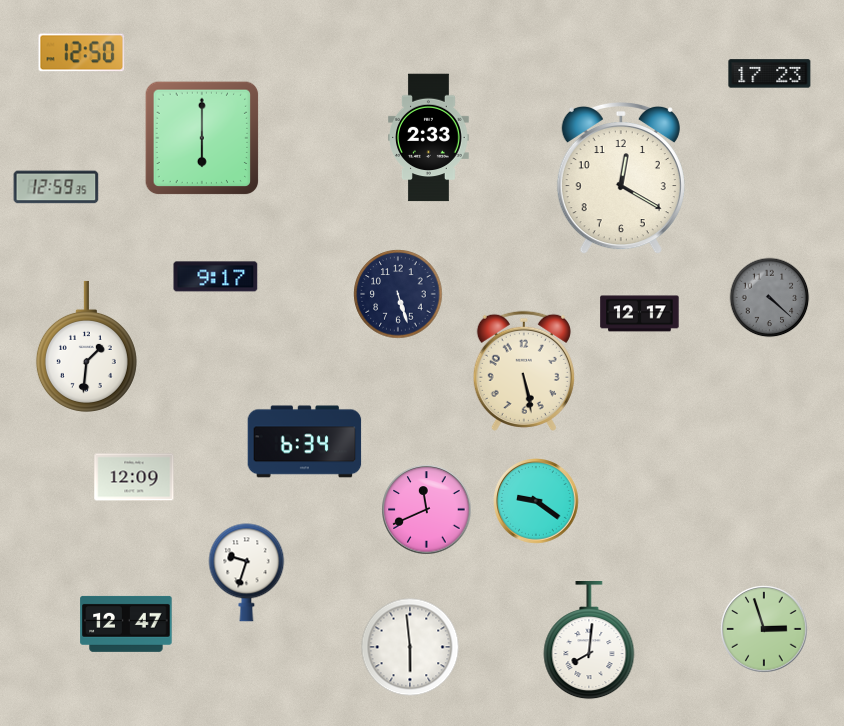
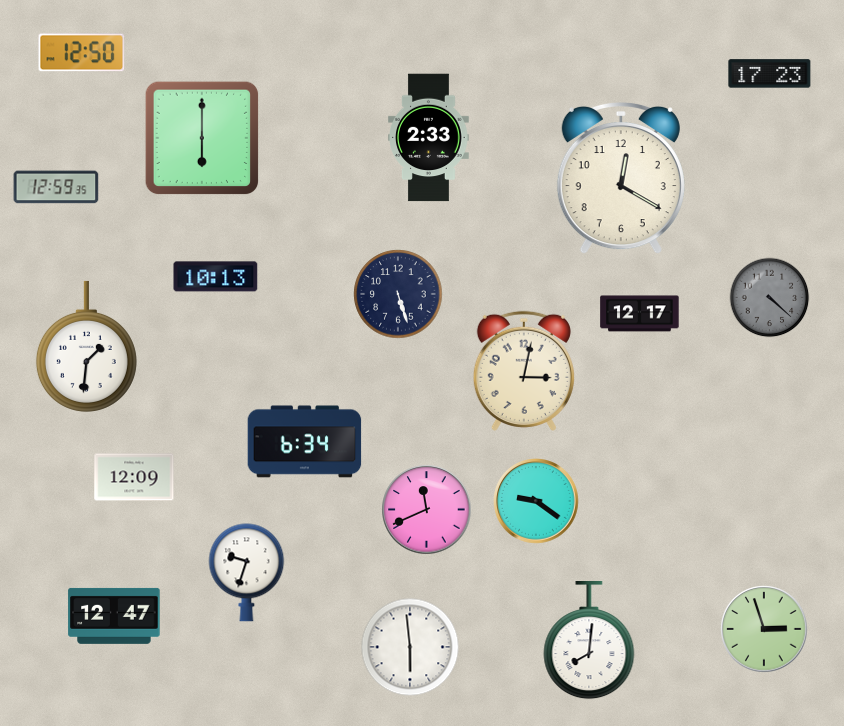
clock at (216, 277): 9:17 -> 10:13
clock at (524, 371): 5:28 -> 3:02
clock at (126, 624) position: (126, 624) -> (114, 616)
